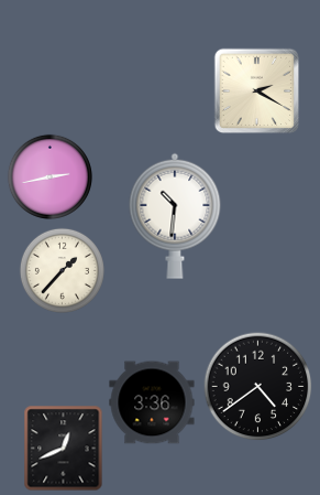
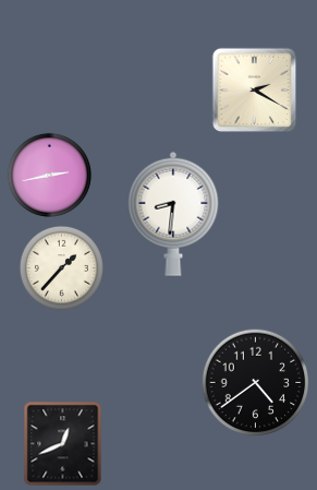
clock at (175, 216): 10:31 -> 8:31
clock at (152, 402): 3:36 -> none
